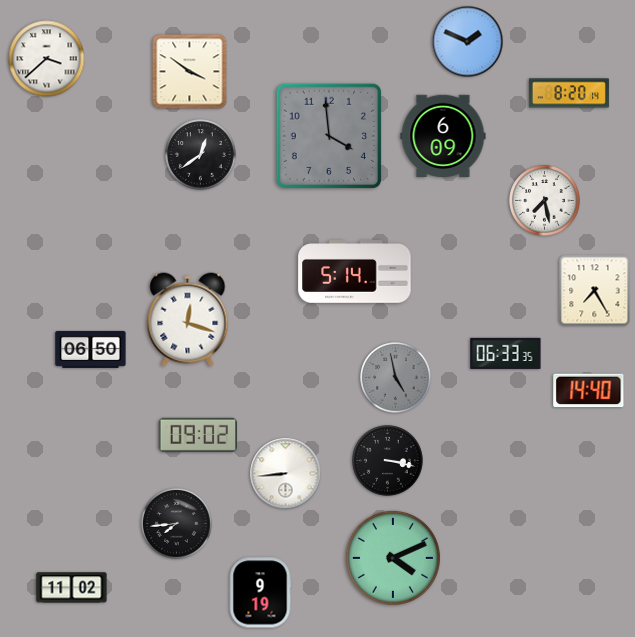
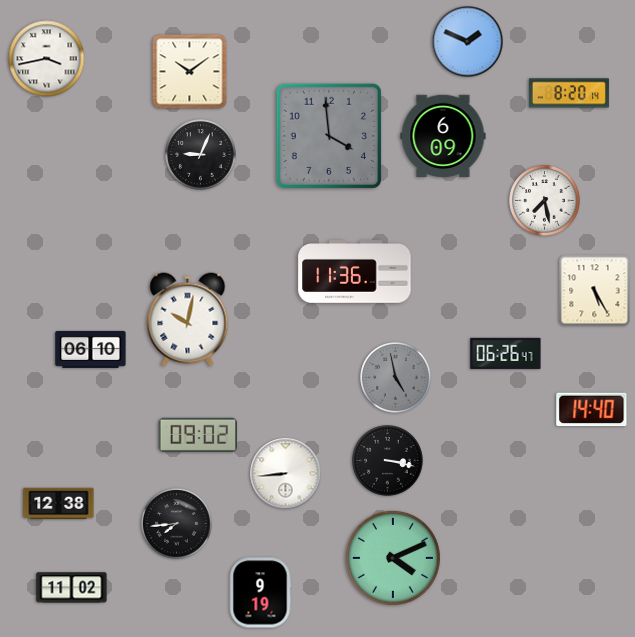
clock at (47, 59): 3:38 -> 3:43
clock at (190, 72): 3:51 -> 10:09
clock at (201, 155): 12:39 -> 9:04
clock at (355, 272): 5:14 -> 11:36
clock at (595, 291): 7:25 -> 5:25
clock at (188, 320): 12:18 -> 10:02
clock at (91, 349): 06:50 -> 06:10
clock at (506, 353): 06:33 -> 06:26
clock at (589, 391) position: (589, 391) -> (592, 410)
clock at (59, 504): none -> 12:38
